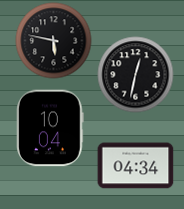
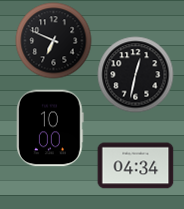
clock at (54, 41): 5:47 -> 6:49
clock at (50, 128): 10:04 -> 10:00
